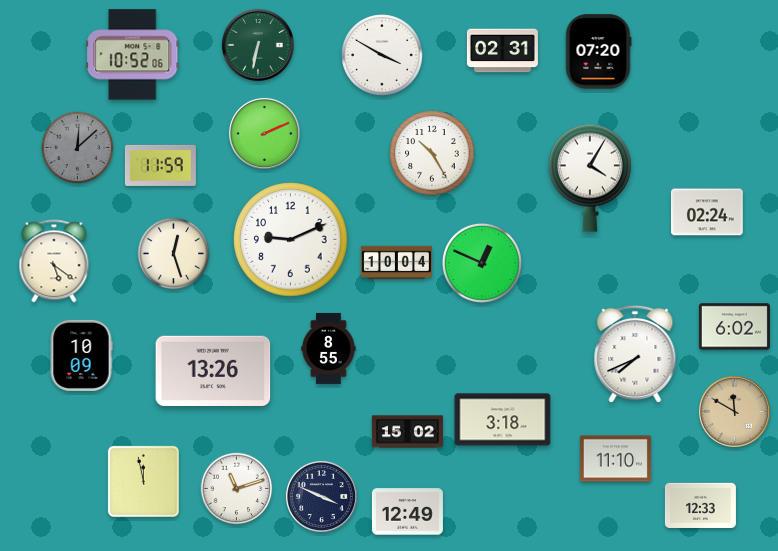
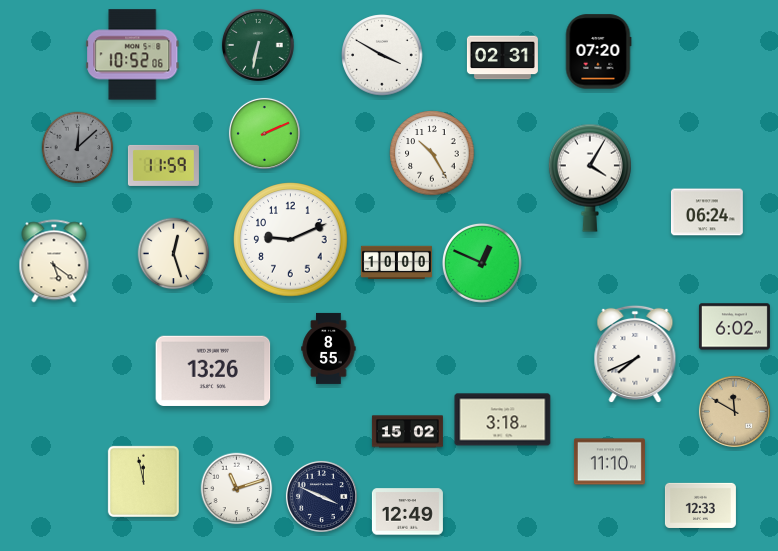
clock at (502, 51) position: (502, 51) -> (502, 58)
clock at (160, 165) position: (160, 165) -> (163, 165)
clock at (707, 212): 02:24 -> 06:24
clock at (396, 263): 10:04 -> 10:00
clock at (81, 355): 10:09 -> none
clock at (615, 459) position: (615, 459) -> (609, 462)
